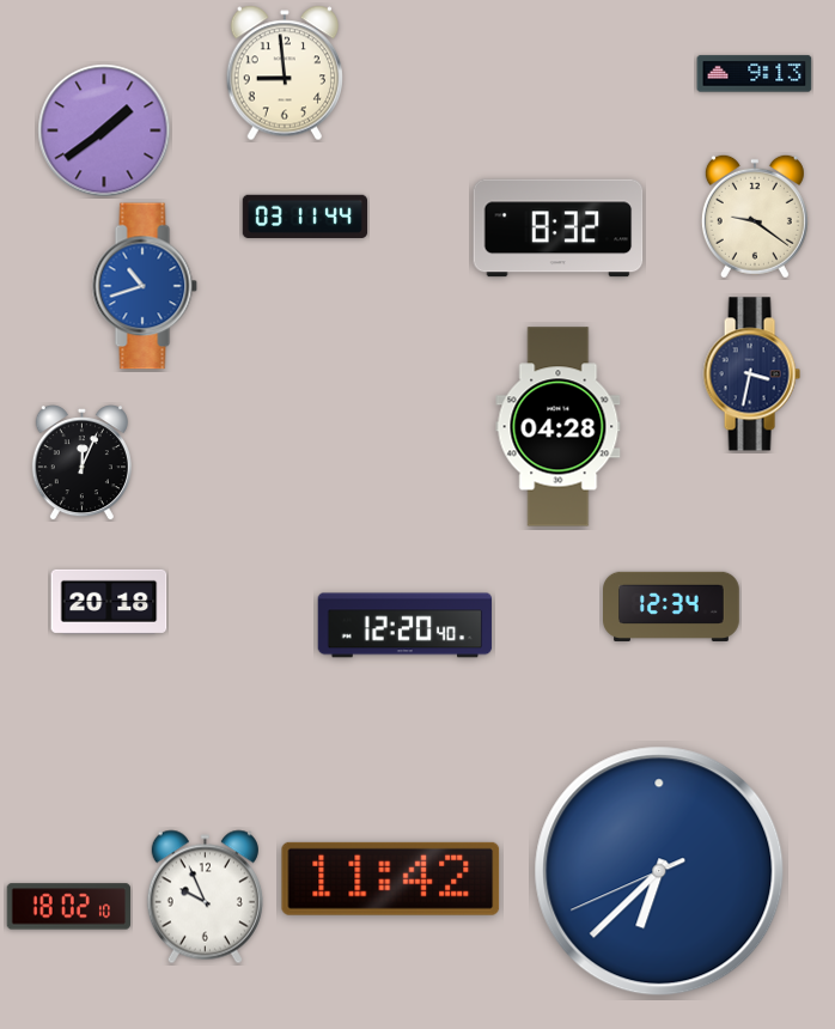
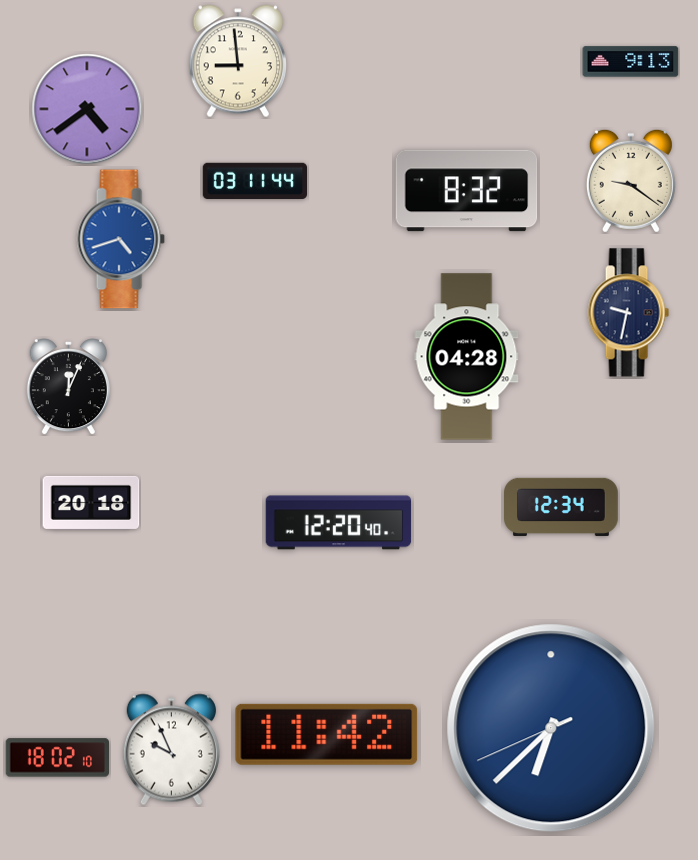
clock at (104, 130): 1:39 -> 4:39
clock at (145, 286): 10:42 -> 4:42
clock at (751, 375): 3:32 -> 9:32
